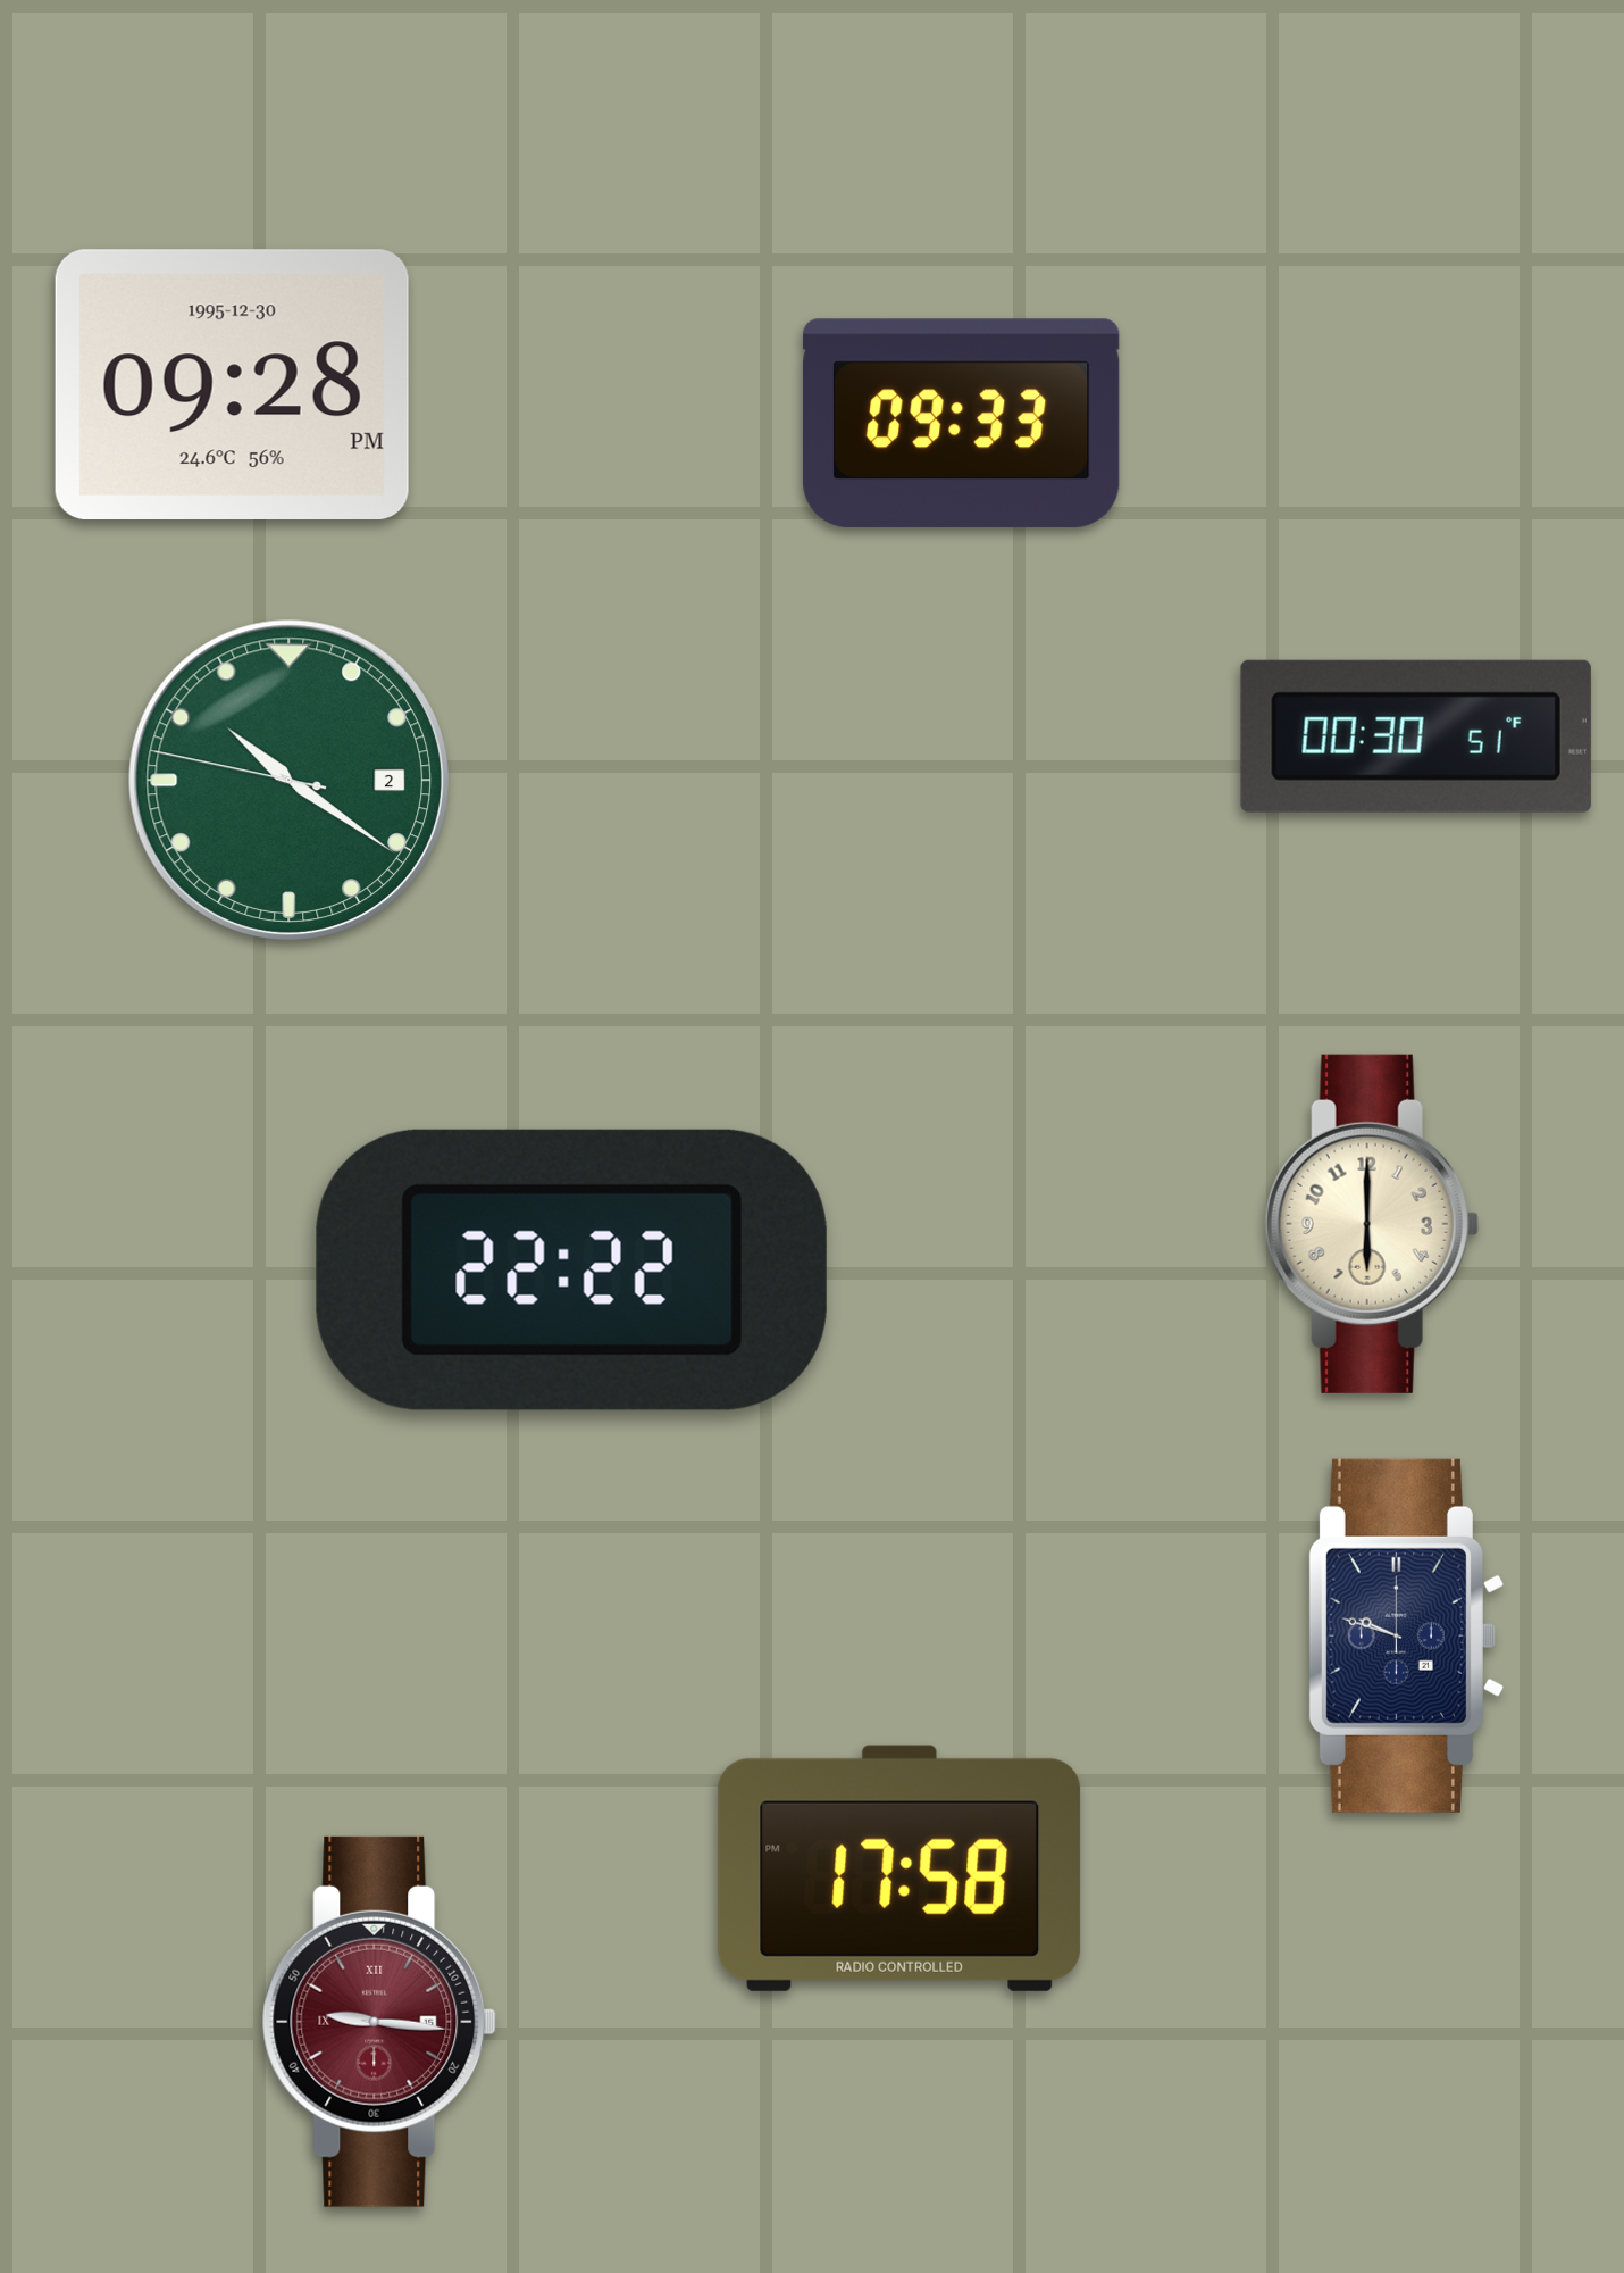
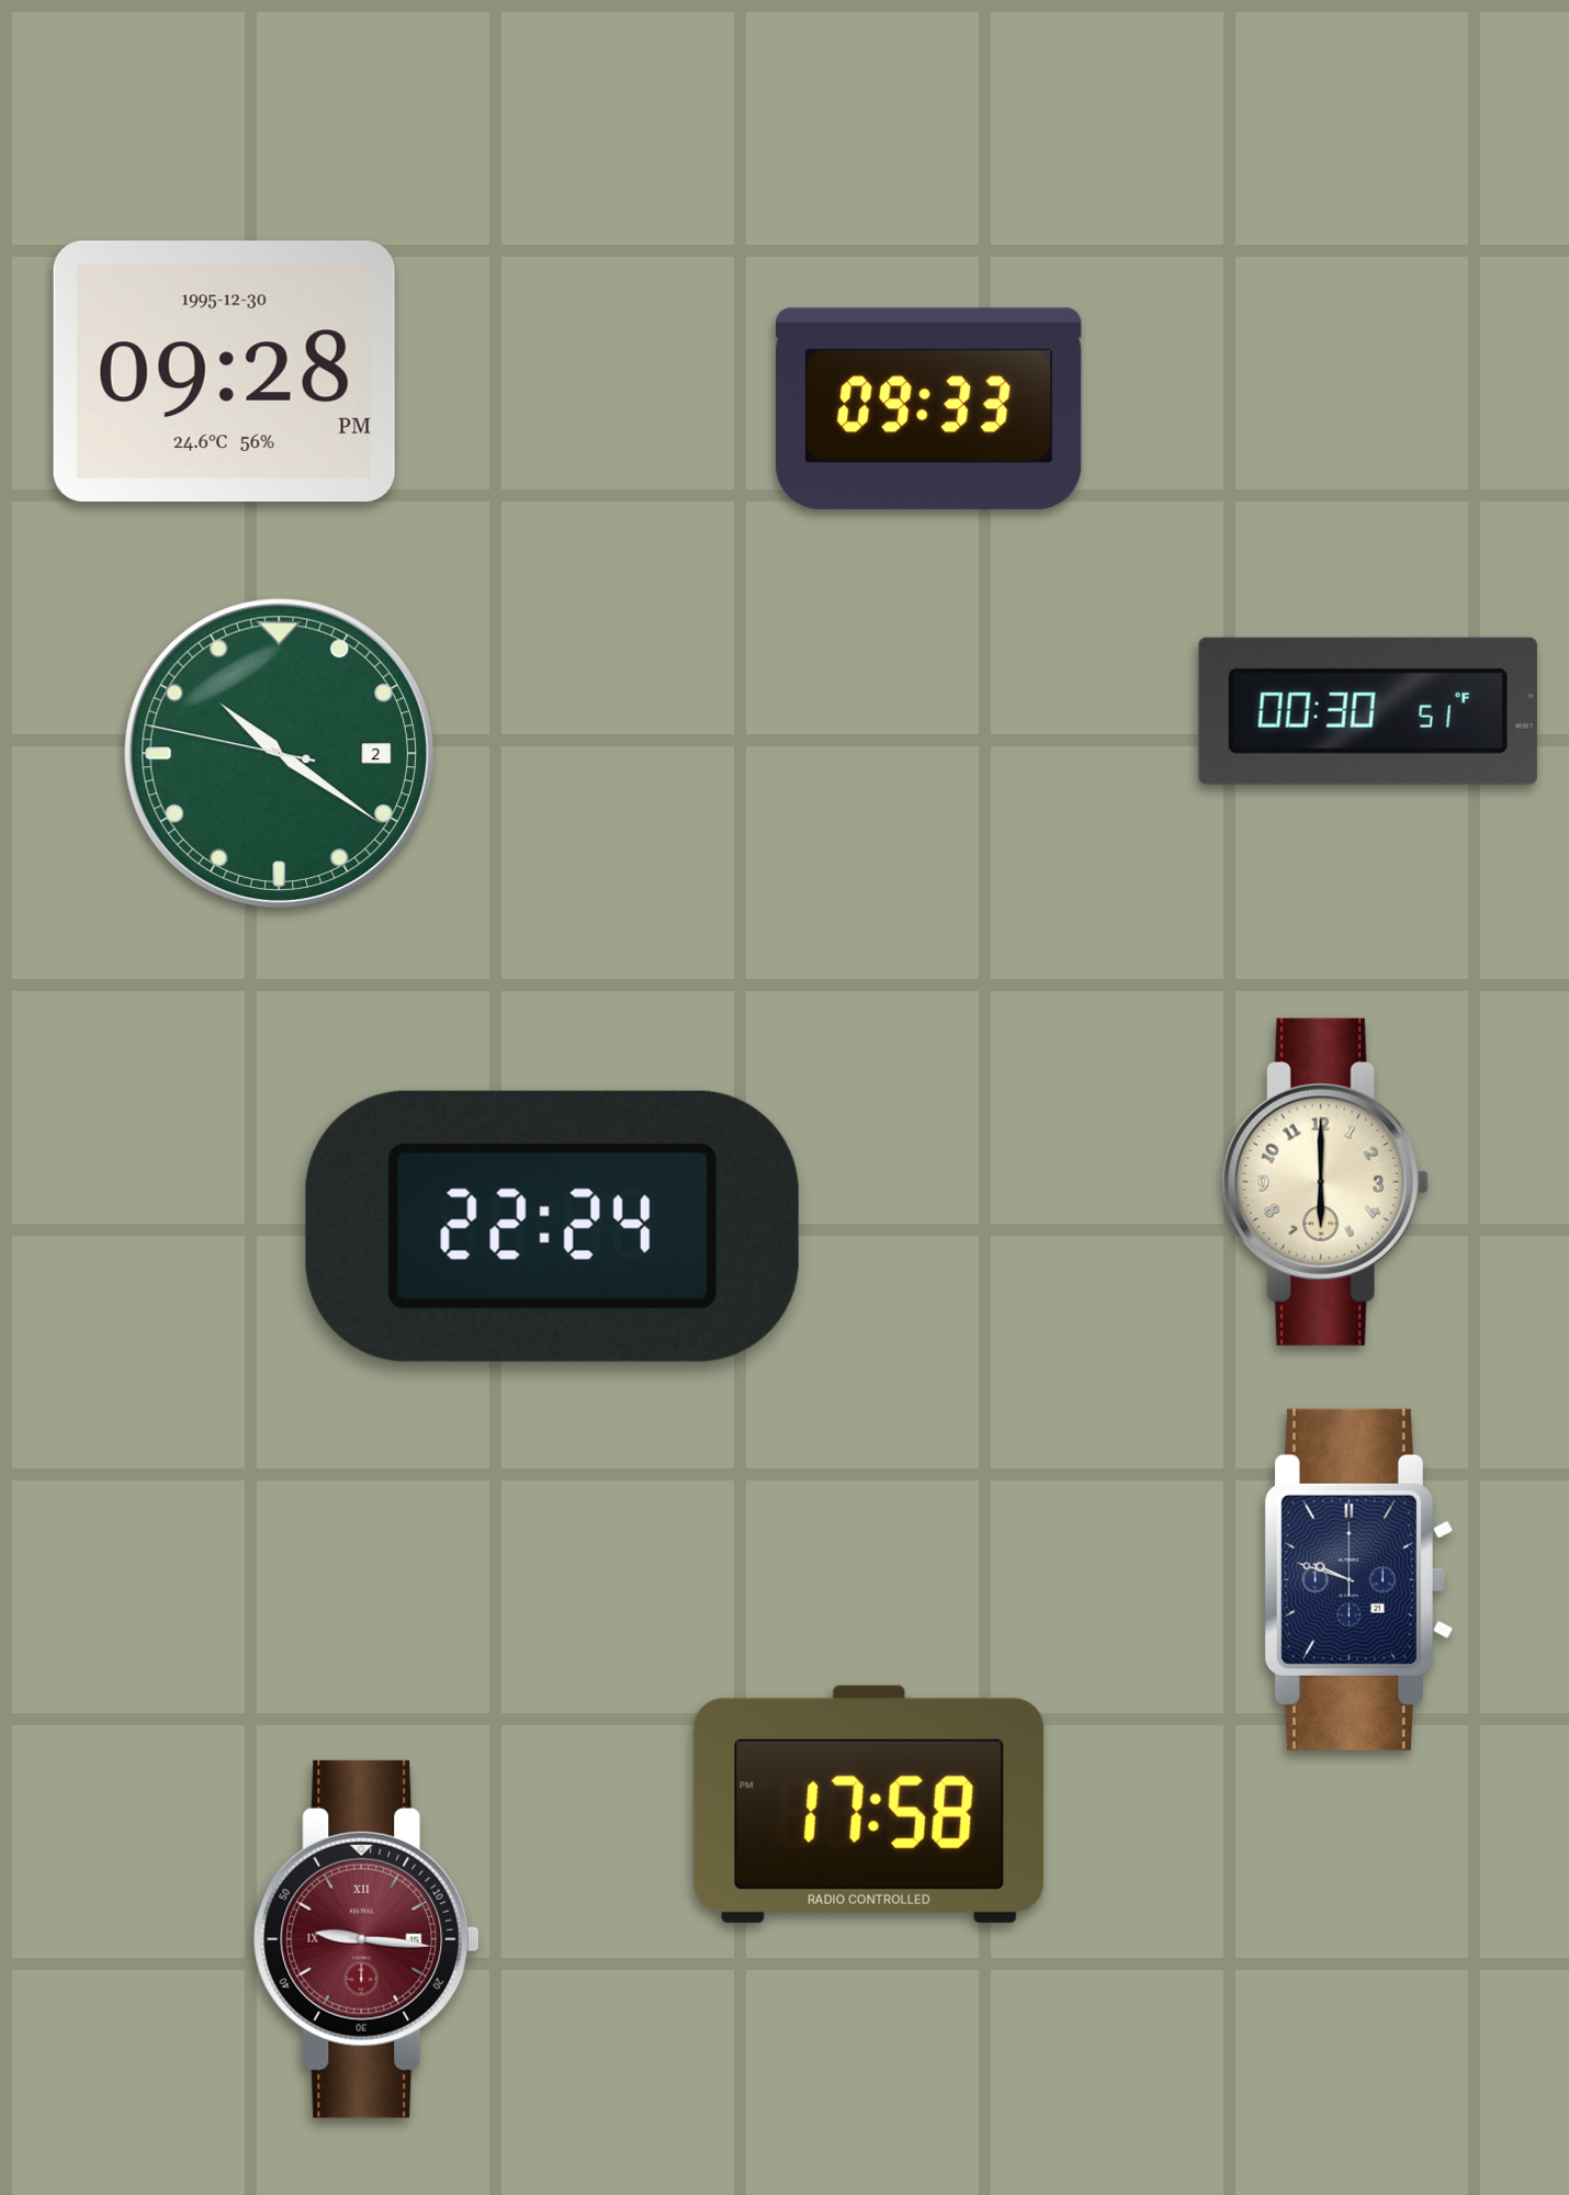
clock at (571, 1269): 22:22 -> 22:24
clock at (379, 2022) position: (379, 2022) -> (366, 1939)
